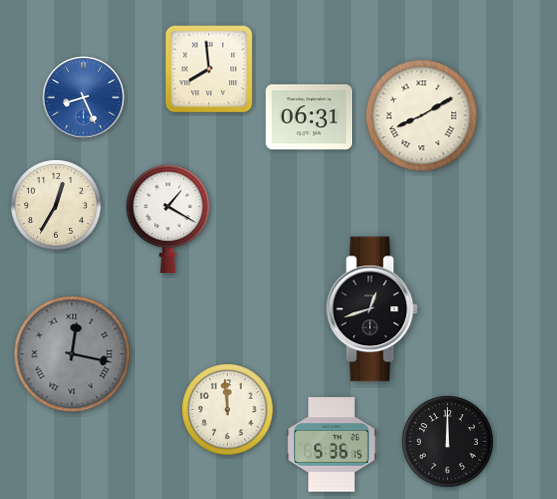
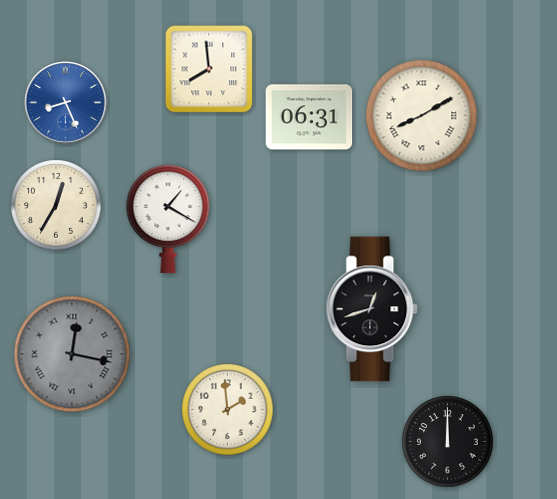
clock at (84, 98) position: (84, 98) -> (66, 103)
clock at (228, 410): 11:59 -> 1:59
clock at (332, 445): 5:36 -> none
